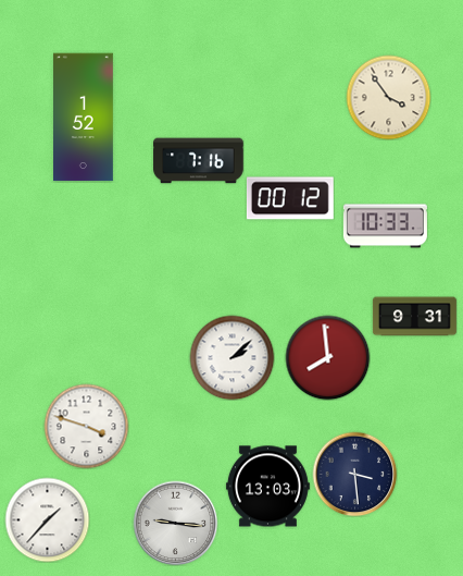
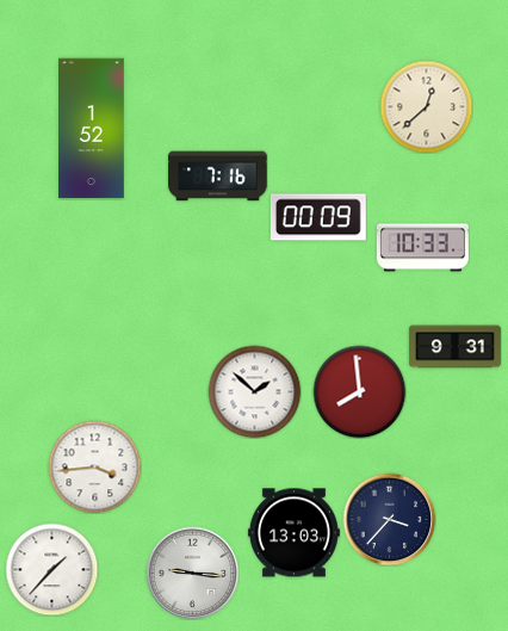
clock at (388, 97): 3:54 -> 12:38
clock at (290, 198): 00:12 -> 00:09
clock at (231, 357): 2:08 -> 1:52
clock at (86, 426): 3:48 -> 3:44
clock at (354, 474): 3:29 -> 3:37
